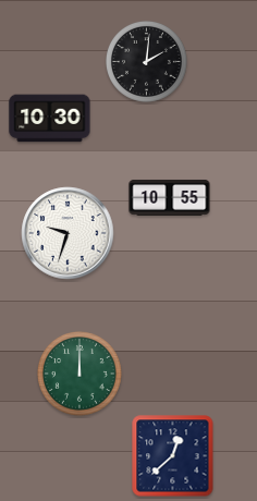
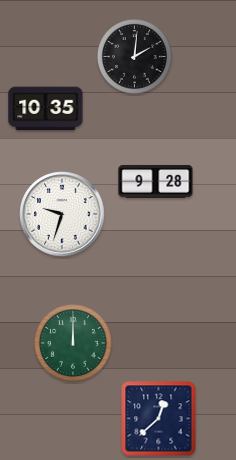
clock at (50, 119): 10:30 -> 10:35
clock at (170, 197): 10:55 -> 9:28
